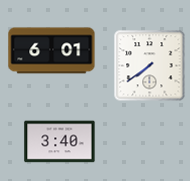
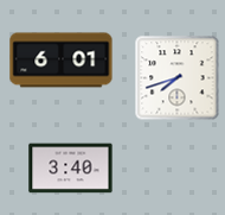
clock at (150, 66): 7:39 -> 7:42
